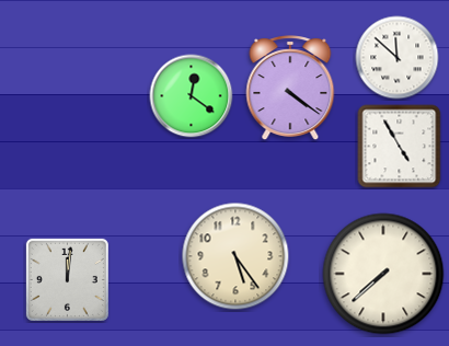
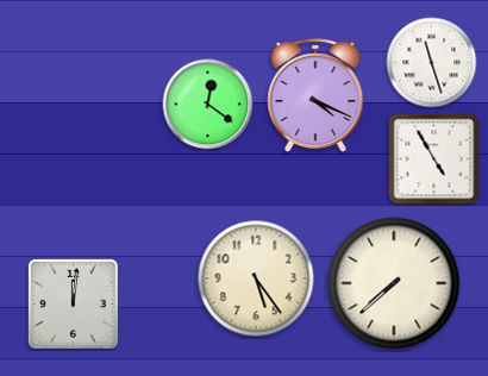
clock at (398, 58): 11:52 -> 11:27
clock at (290, 89): 4:21 -> 4:19
clock at (383, 274) position: (383, 274) -> (394, 283)
